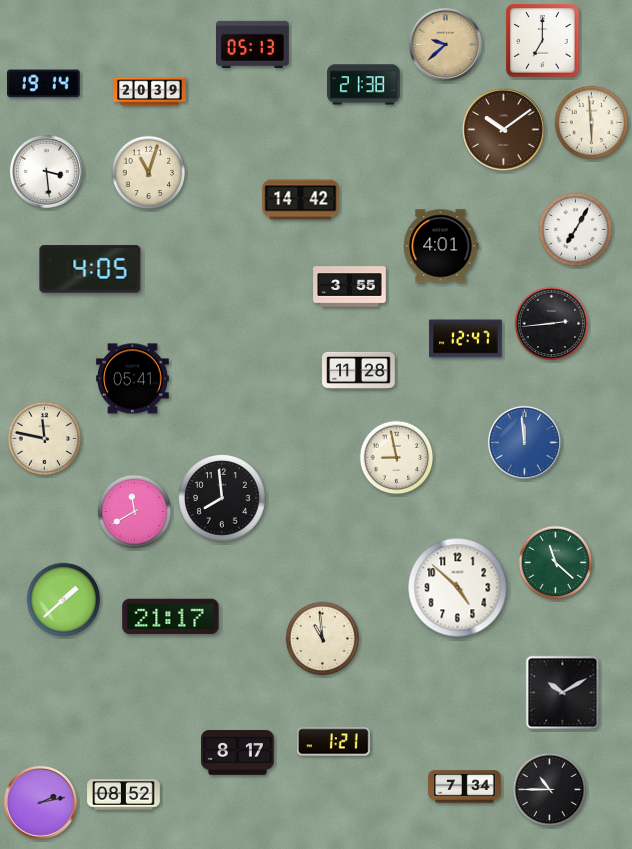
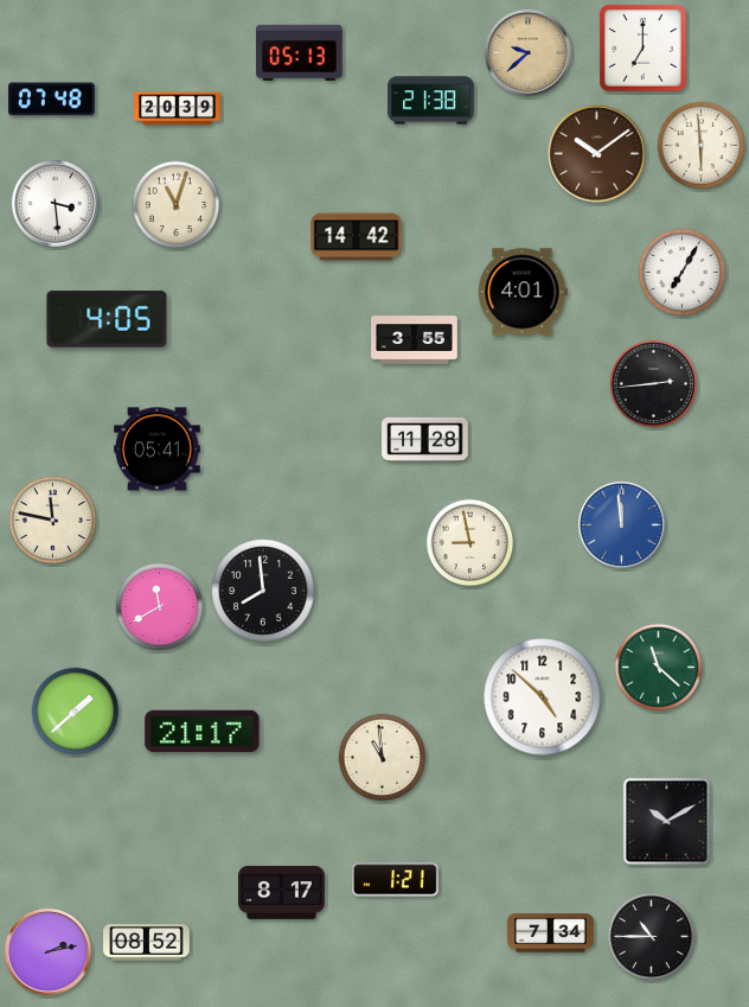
clock at (44, 84): 19:14 -> 07:48
clock at (466, 339): 12:47 -> none
